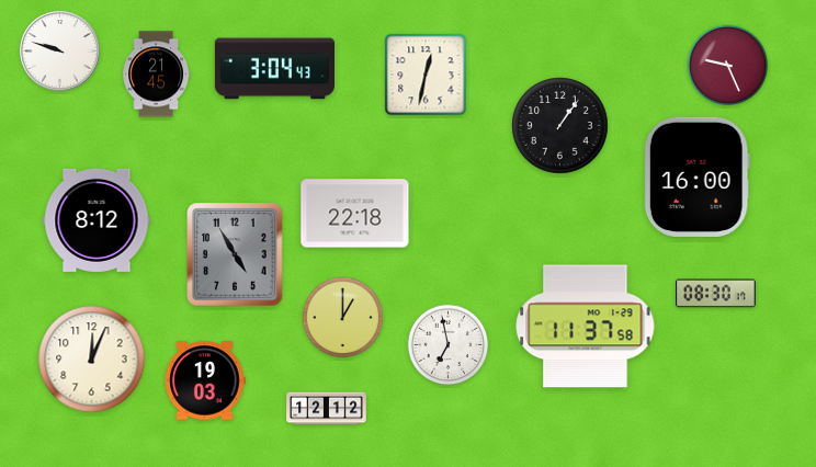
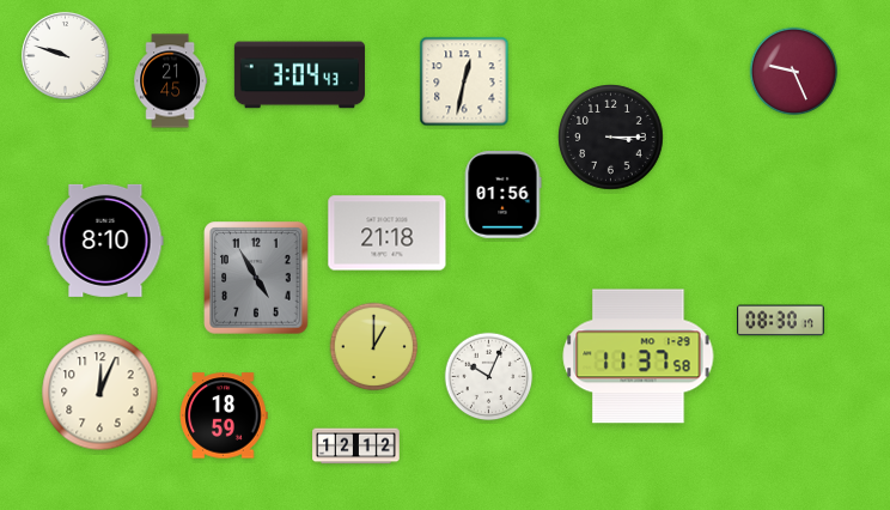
clock at (560, 126): 1:06 -> 3:15
clock at (696, 176): 16:00 -> none
clock at (502, 195): none -> 01:56
clock at (355, 214): 22:18 -> 21:18
clock at (97, 220): 8:12 -> 8:10
clock at (449, 345): 6:58 -> 10:04
clock at (205, 380): 19:03 -> 18:59
